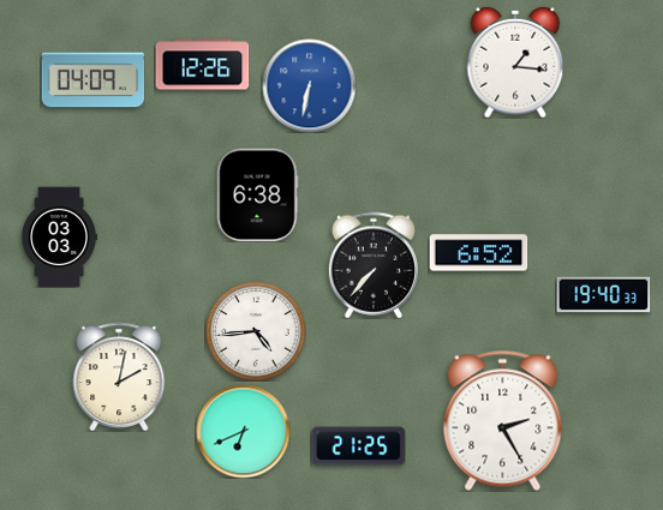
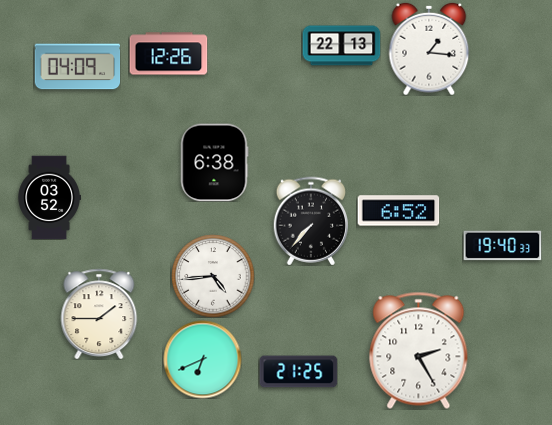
clock at (341, 46): none -> 22:13
clock at (515, 62) position: (515, 62) -> (429, 49)
clock at (309, 85): 6:32 -> none
clock at (59, 236): 03:03 -> 03:52
clock at (119, 377): 2:02 -> 1:45
